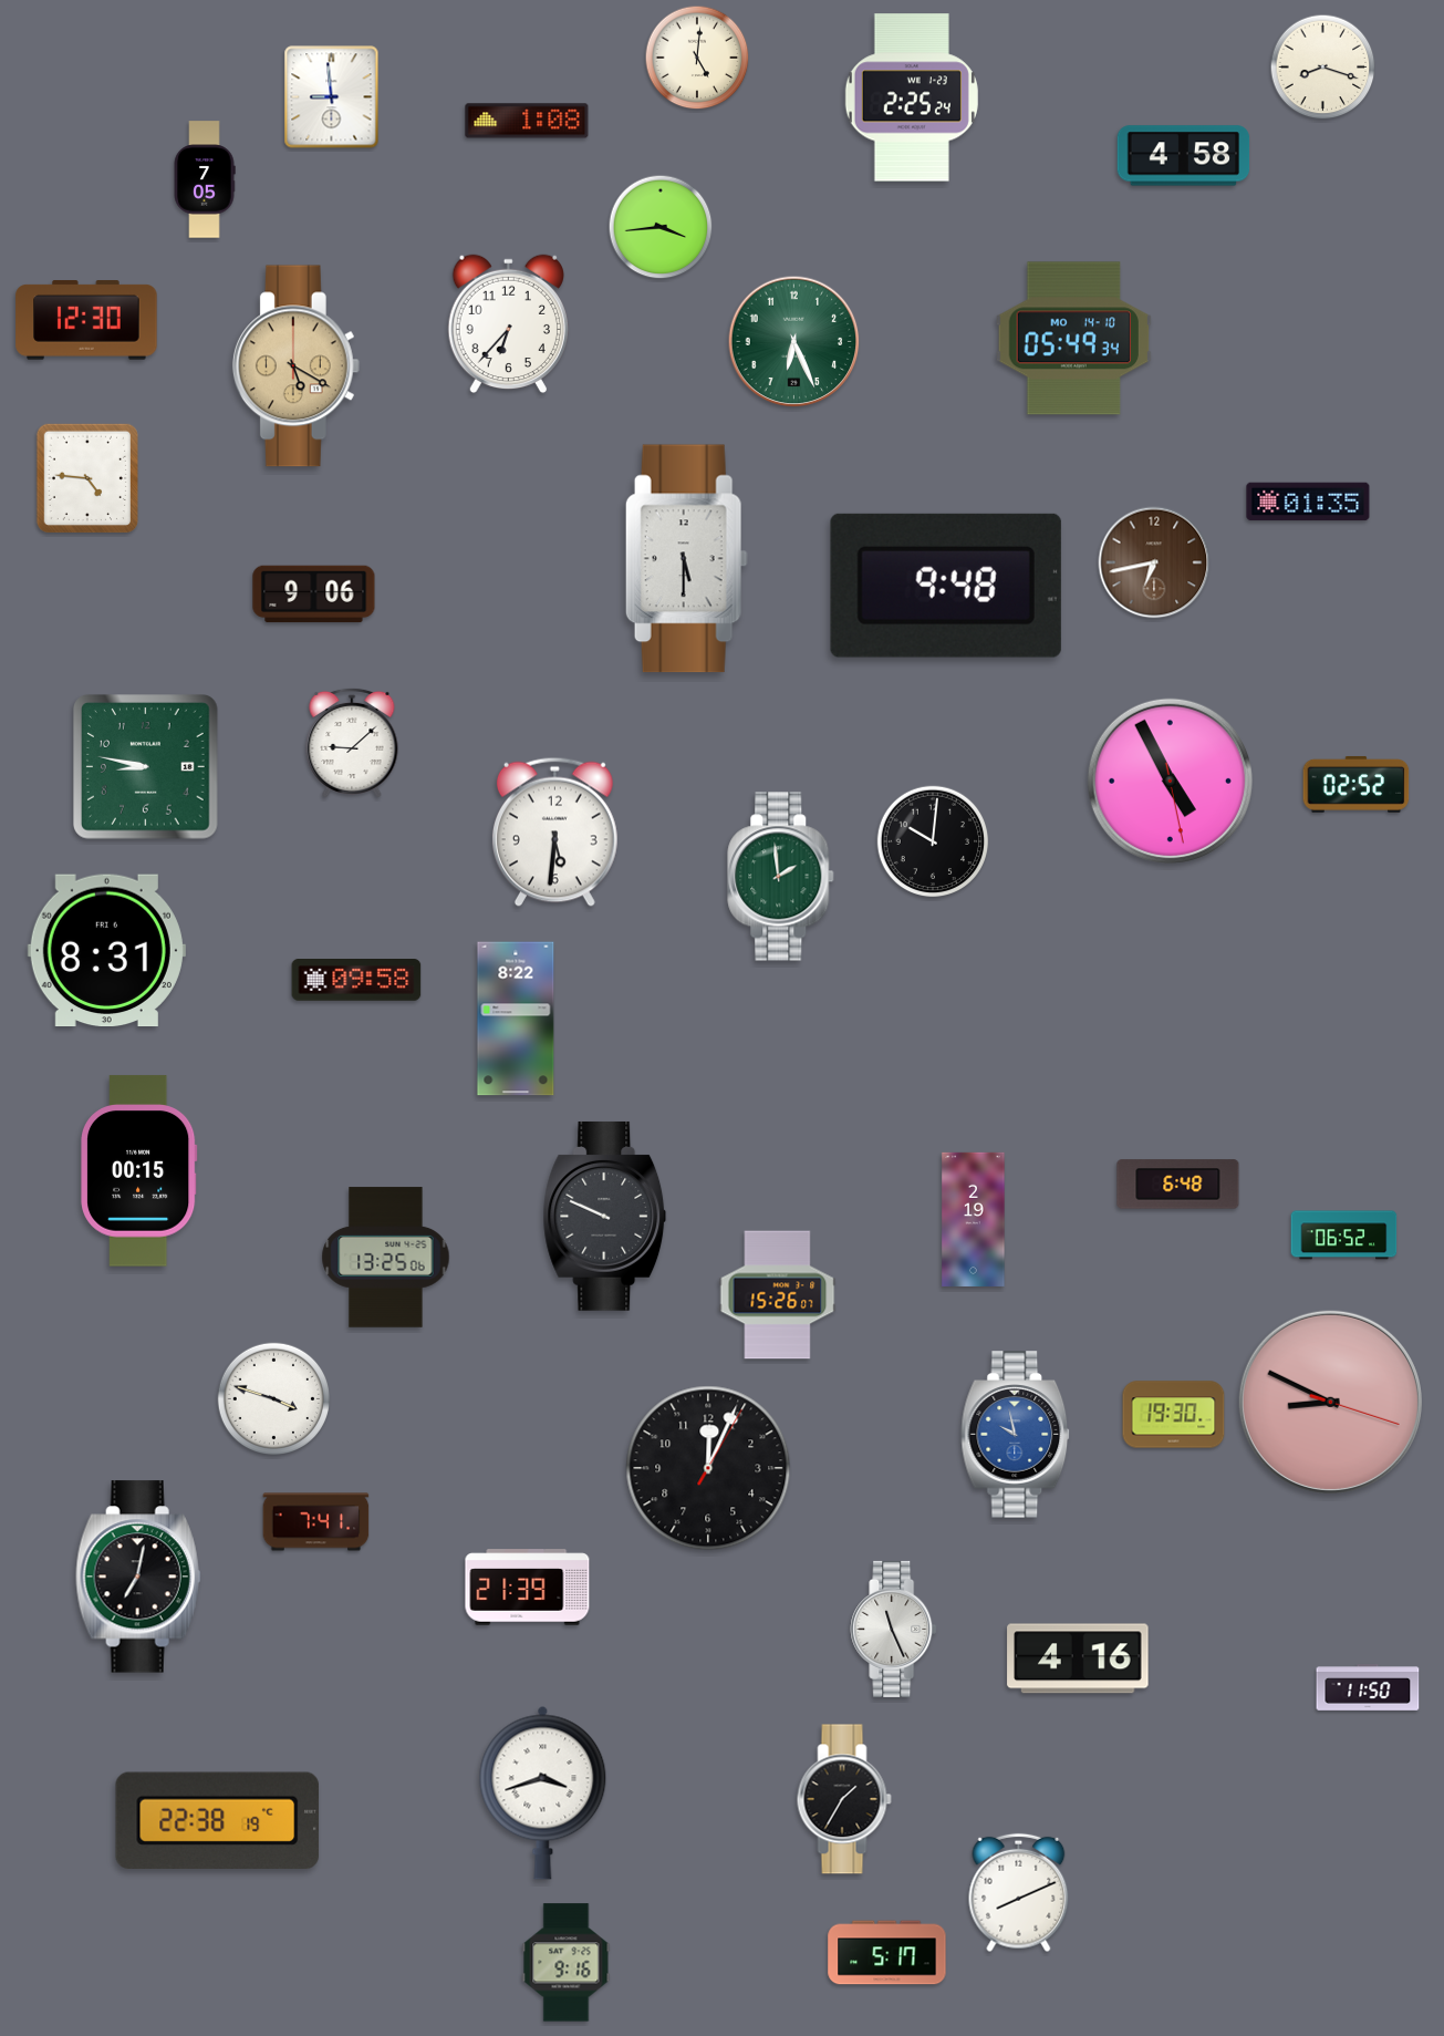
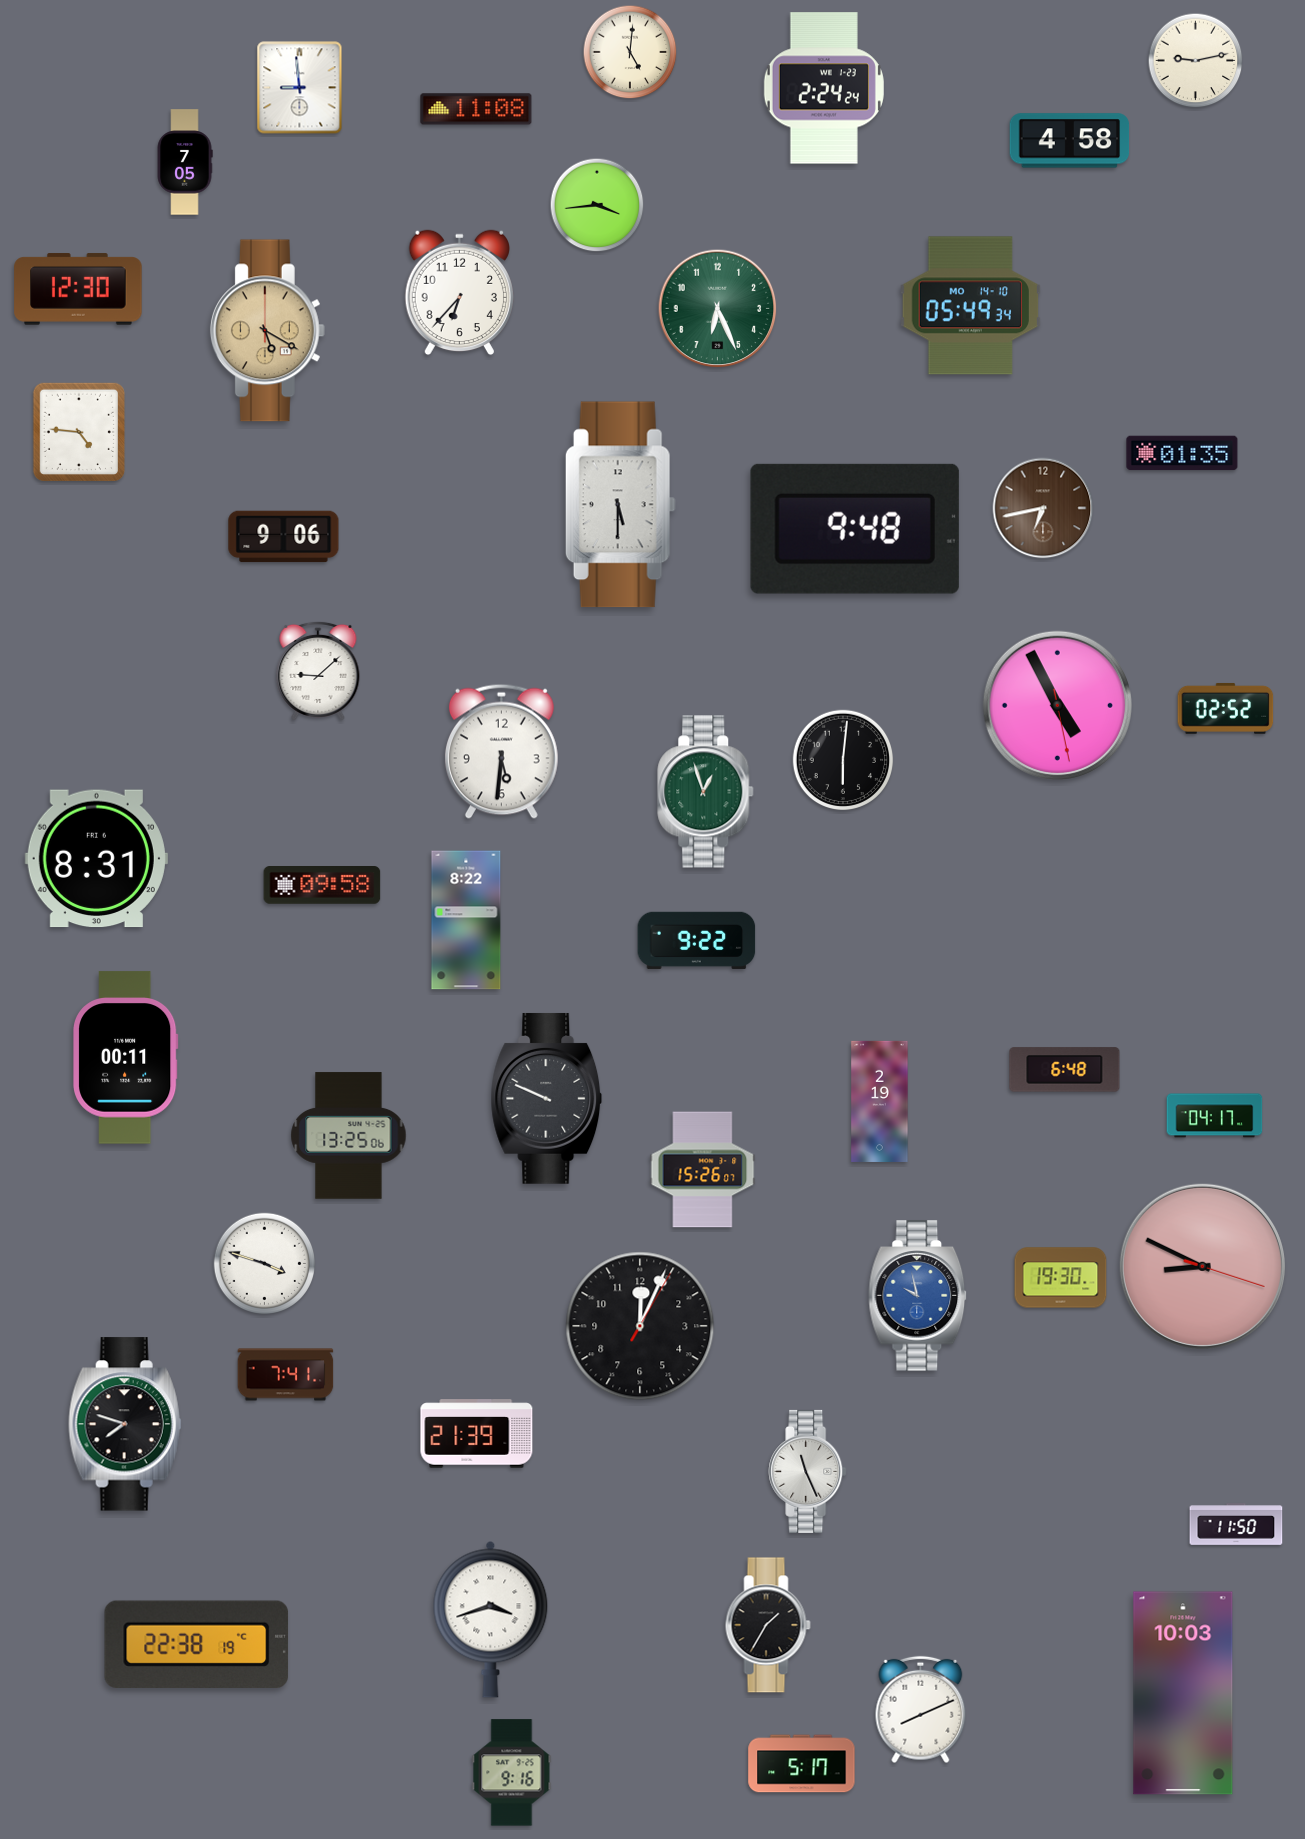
clock at (1323, 68): 8:18 -> 9:13
clock at (912, 97): 2:25 -> 2:24
clock at (527, 121): 1:08 -> 11:08
clock at (146, 767): 8:47 -> none
clock at (933, 841): 10:01 -> 6:01
clock at (781, 877): 1:59 -> 12:57
clock at (697, 940): none -> 9:22
clock at (139, 1171): 00:15 -> 00:11
clock at (1344, 1236): 06:52 -> 04:17
clock at (273, 1398) position: (273, 1398) -> (264, 1263)
clock at (138, 1577): 7:02 -> 7:48
clock at (1078, 1658): 4:16 -> none
clock at (844, 1799) position: (844, 1799) -> (768, 1625)
clock at (1183, 1693): none -> 10:03
